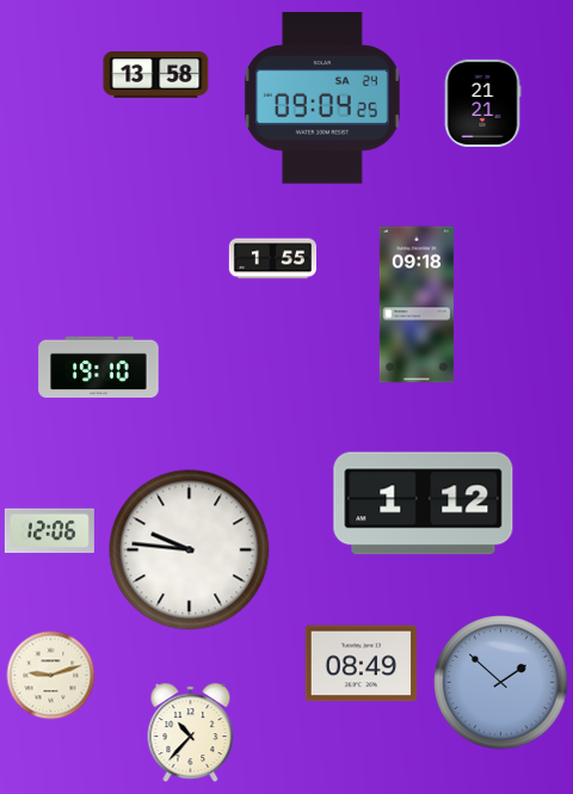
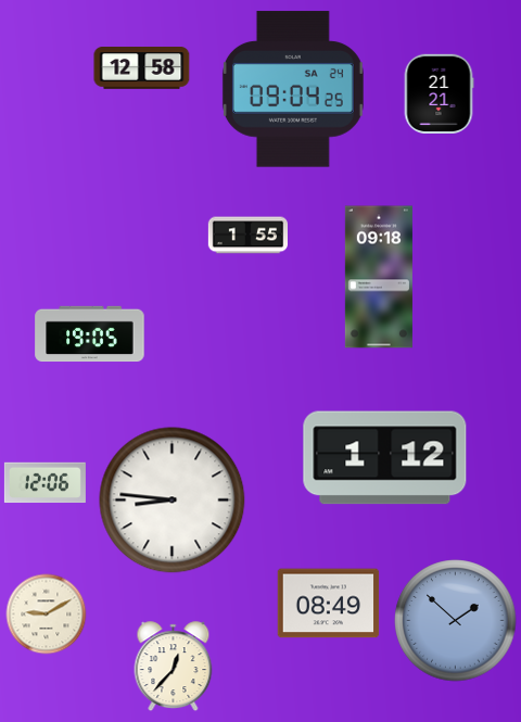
clock at (156, 75): 13:58 -> 12:58
clock at (99, 368): 19:10 -> 19:05
clock at (190, 550): 9:46 -> 8:46
clock at (51, 676): 9:12 -> 9:10
clock at (191, 733): 10:37 -> 12:37
